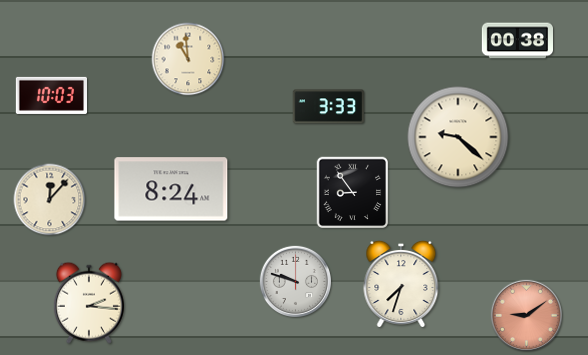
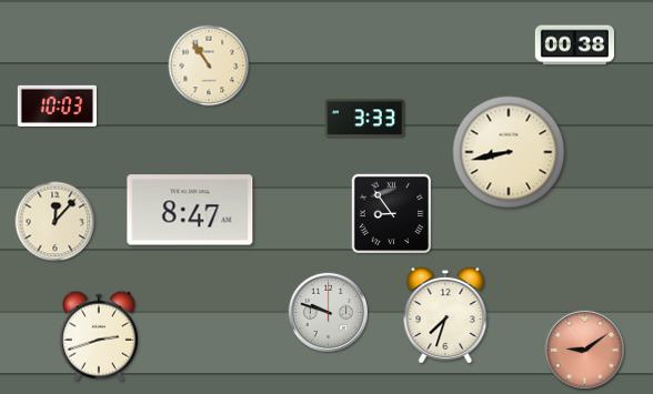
clock at (188, 59): 10:59 -> 10:54
clock at (458, 137): 9:22 -> 8:43
clock at (171, 189): 8:24 -> 8:47
clock at (89, 303): 2:16 -> 2:42
